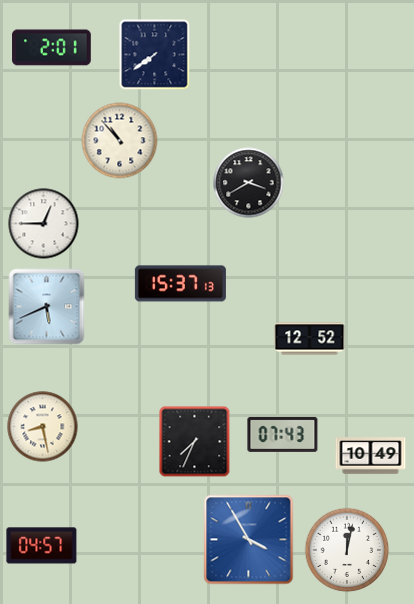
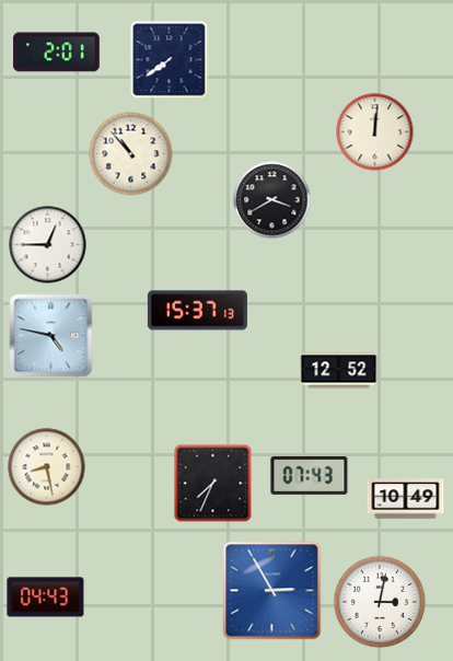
clock at (375, 132): none -> 12:01
clock at (47, 307): 5:41 -> 4:47
clock at (249, 540): 3:55 -> 2:55
clock at (42, 546): 04:57 -> 04:43
clock at (347, 550): 12:02 -> 3:02
